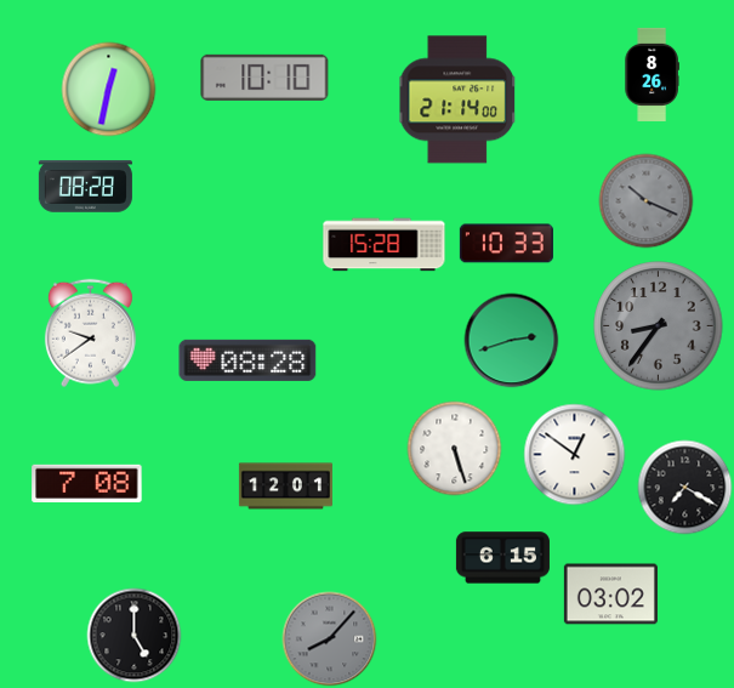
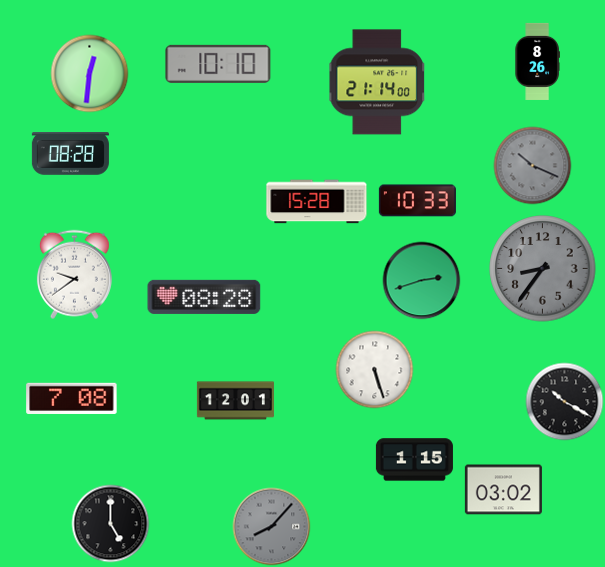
clock at (108, 89): 12:32 -> 12:31
clock at (574, 454): 12:51 -> none
clock at (684, 487): 7:20 -> 10:20
clock at (502, 558): 6:15 -> 1:15
